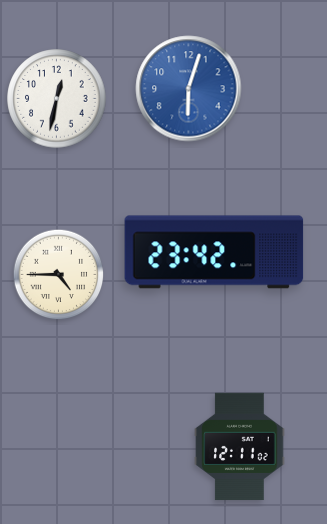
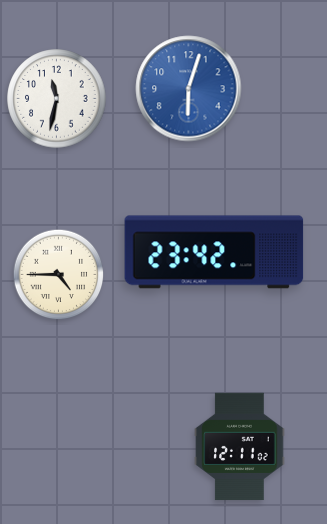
clock at (57, 99): 12:32 -> 11:32
